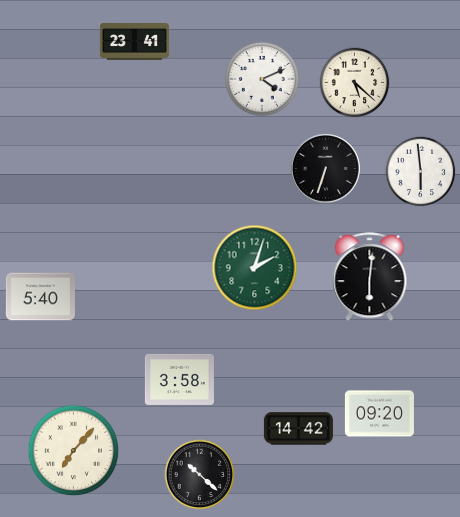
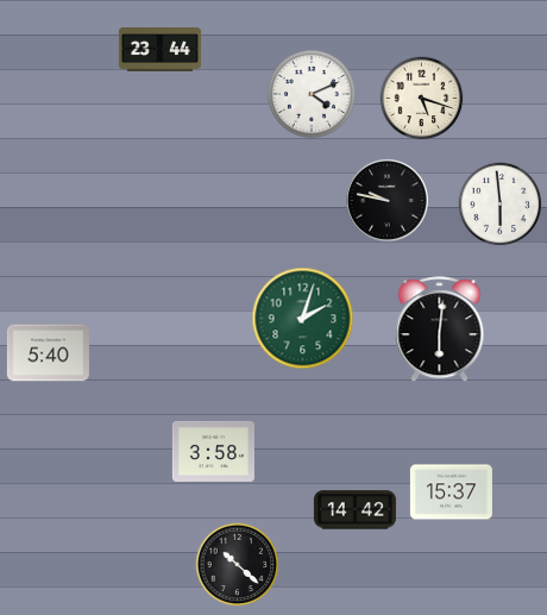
clock at (134, 42): 23:41 -> 23:44
clock at (355, 83): 5:22 -> 5:18
clock at (325, 168): 6:33 -> 9:47
clock at (379, 414): 09:20 -> 15:37
clock at (74, 451): 7:07 -> none
